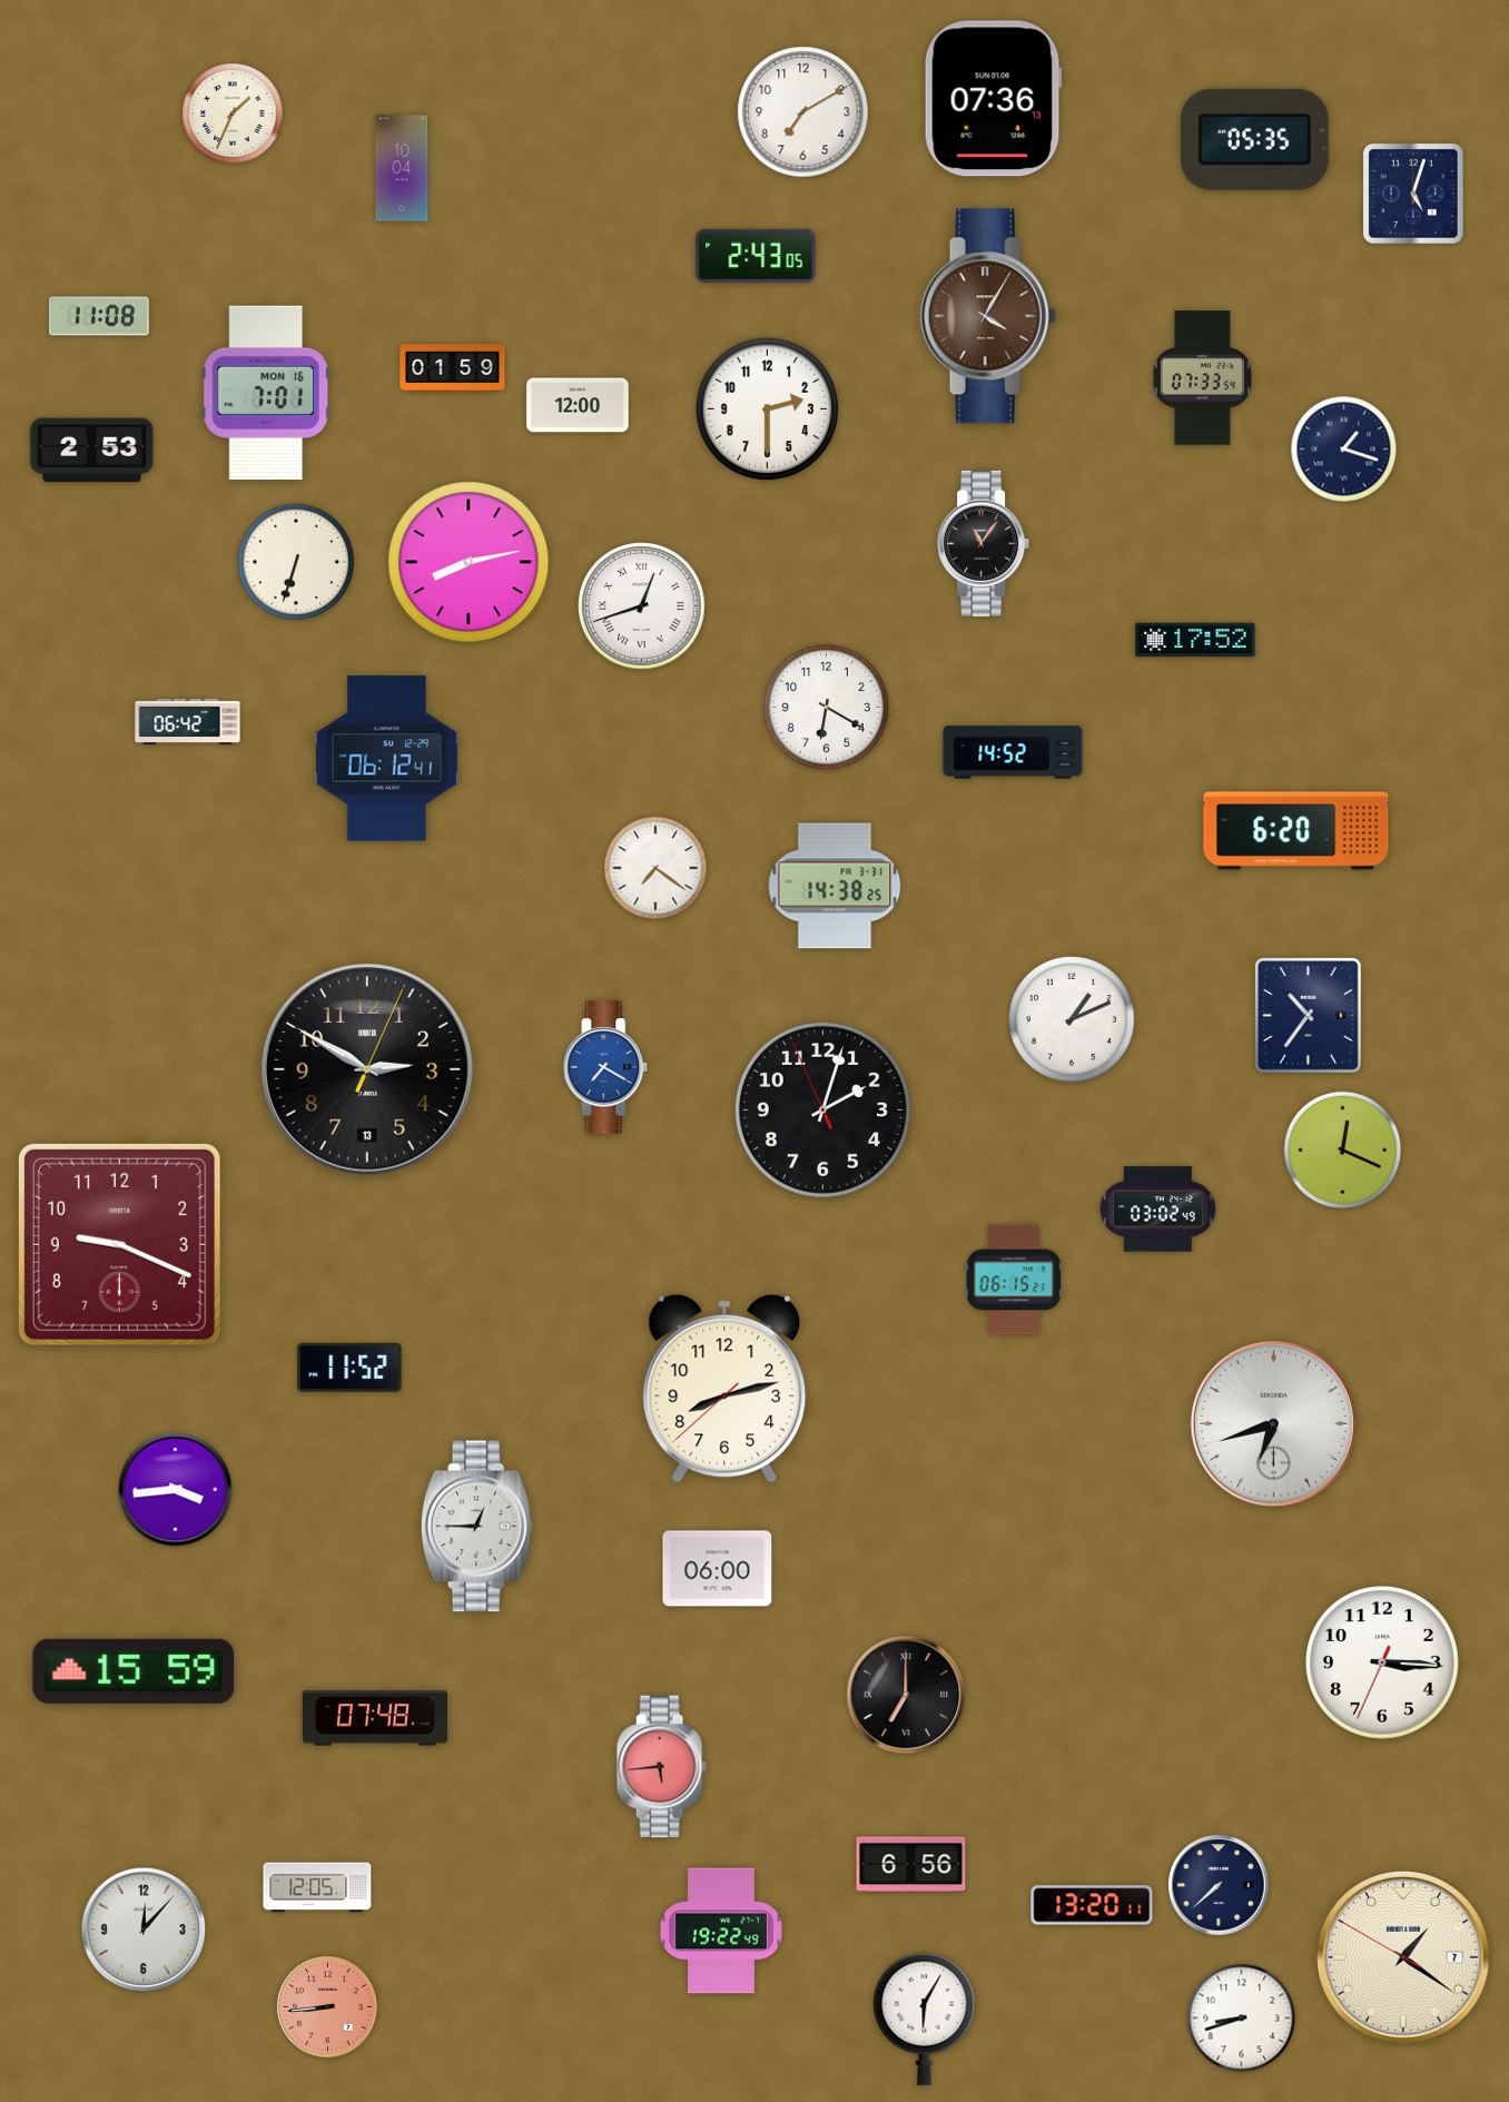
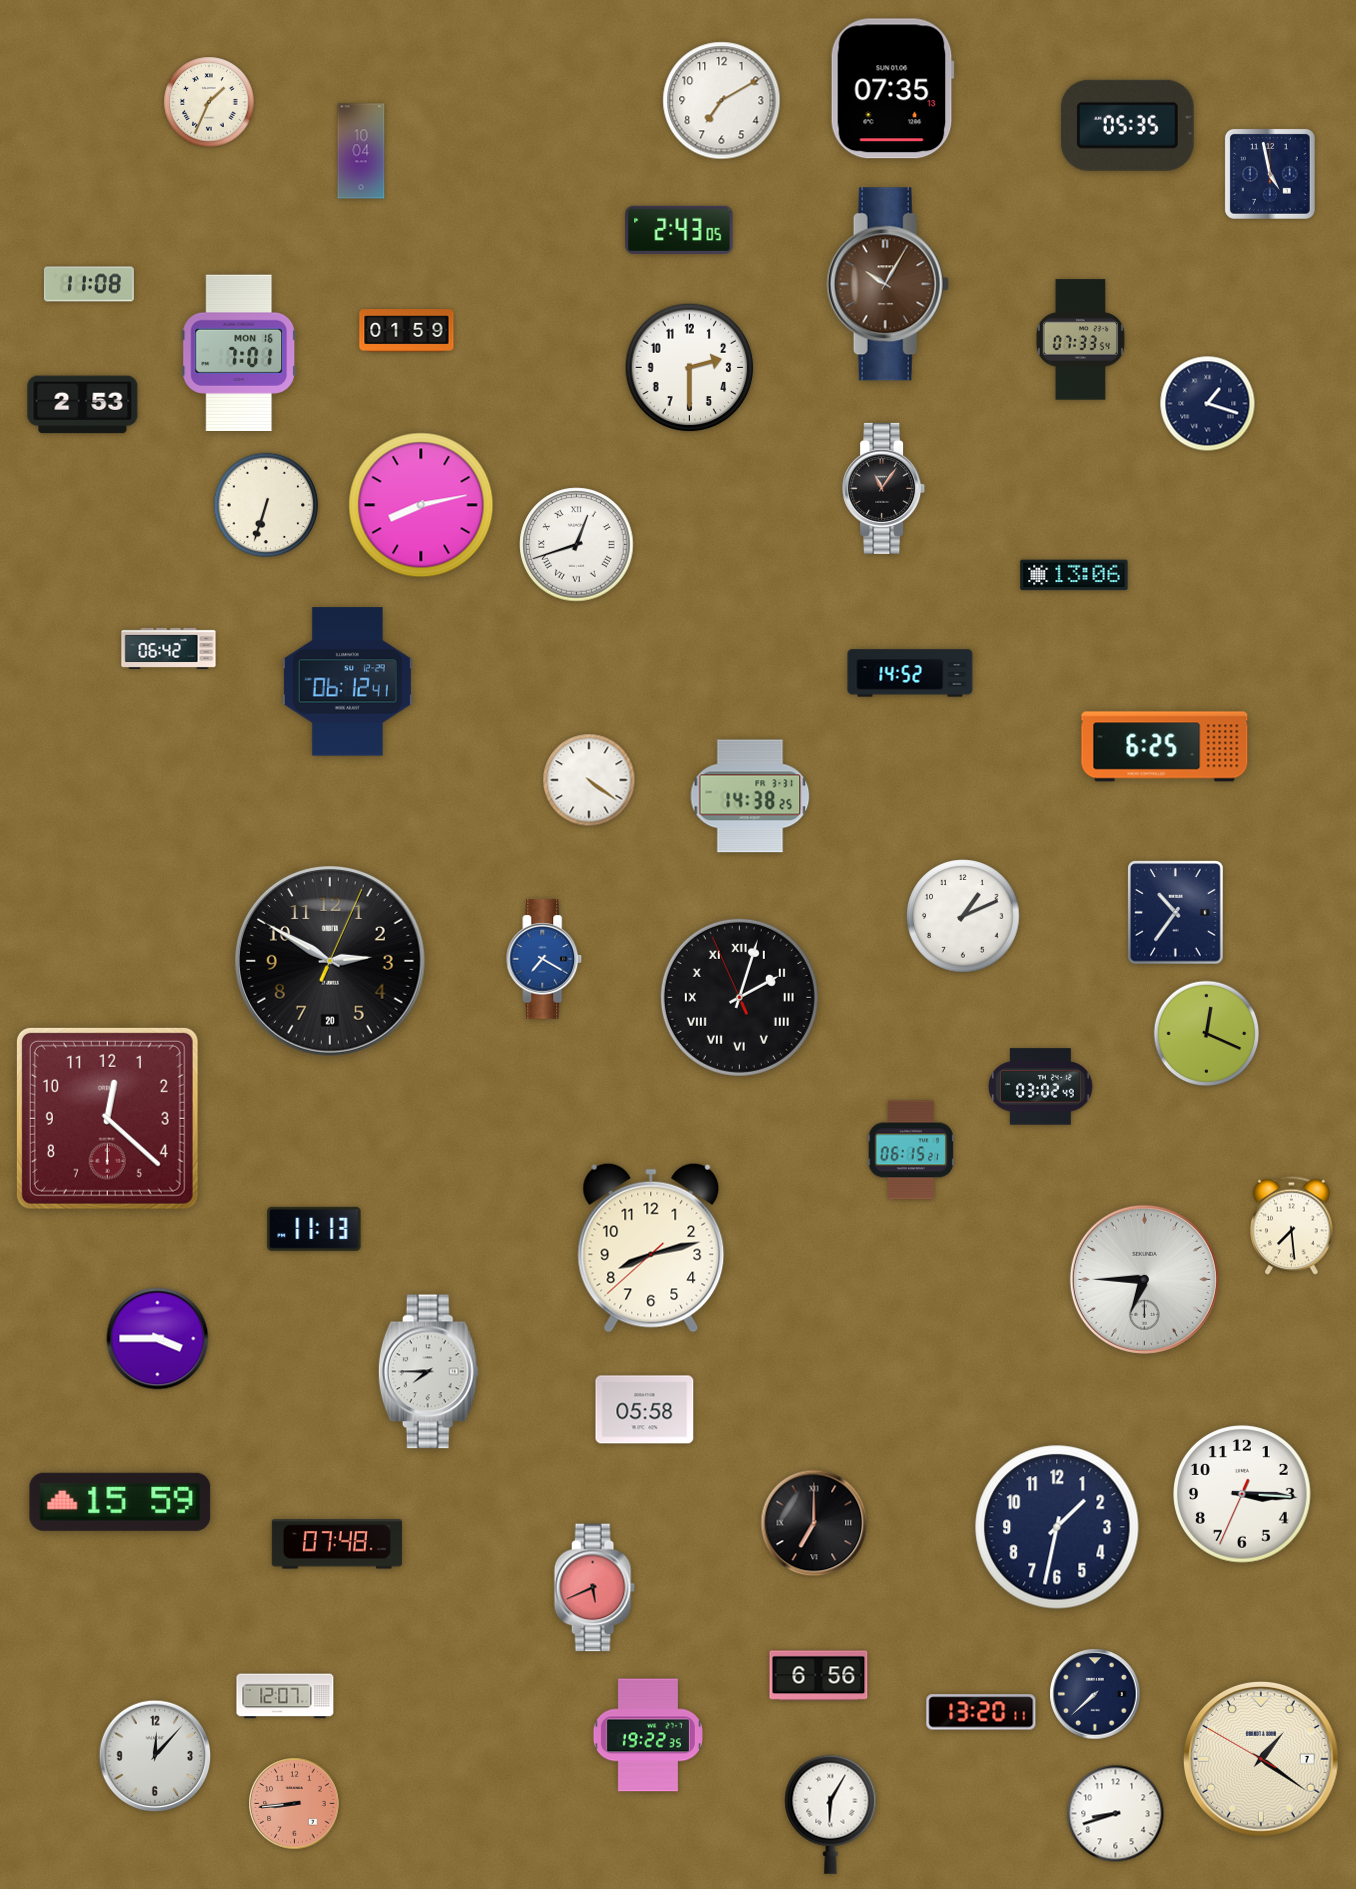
clock at (993, 99): 07:36 -> 07:35
clock at (1413, 194): 5:03 -> 4:58
clock at (988, 316): 4:05 -> 10:05
clock at (578, 405): 12:00 -> none
clock at (1195, 640): 17:52 -> 13:06
clock at (827, 708): 6:20 -> none
clock at (1013, 752) position: (1013, 752) -> (910, 673)
clock at (1296, 831): 6:20 -> 6:25
clock at (655, 868): 7:21 -> 4:21
clock at (368, 1070) date: 13 -> 20
clock at (822, 1109) numerals: Arabic -> Roman
clock at (119, 1244): 9:19 -> 12:22
clock at (1292, 1226): none -> 7:29
clock at (349, 1368): 11:52 -> 11:13
clock at (1273, 1423): 6:42 -> 6:45
clock at (176, 1490): 3:44 -> 3:45
clock at (476, 1527): 12:45 -> 7:45
clock at (718, 1569): 06:00 -> 05:58
clock at (1057, 1527): none -> 1:32
clock at (661, 1767): 5:44 -> 5:41
clock at (317, 1887): 12:05 -> 12:07
clock at (144, 1930) position: (144, 1930) -> (155, 1756)
clock at (721, 1931): 19:22:49 -> 19:22:35
